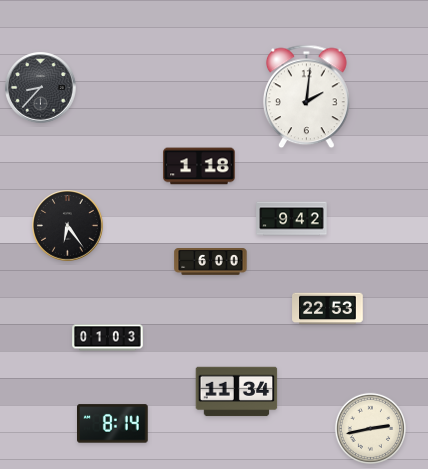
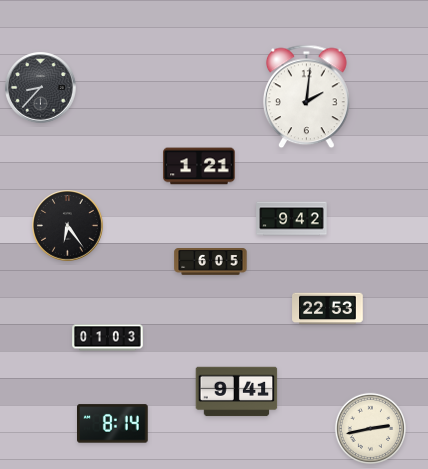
clock at (199, 166): 1:18 -> 1:21
clock at (211, 262): 6:00 -> 6:05
clock at (237, 392): 11:34 -> 9:41
